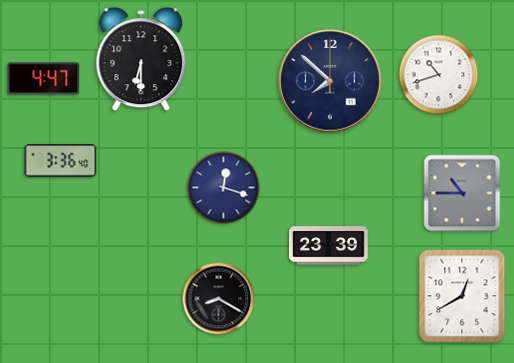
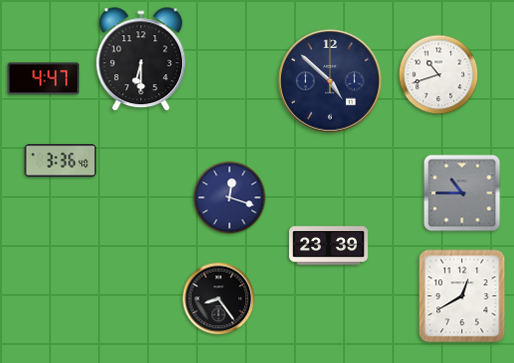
clock at (330, 81): 7:52 -> 4:52
clock at (224, 188) position: (224, 188) -> (230, 198)
clock at (219, 299): 8:20 -> 8:24
